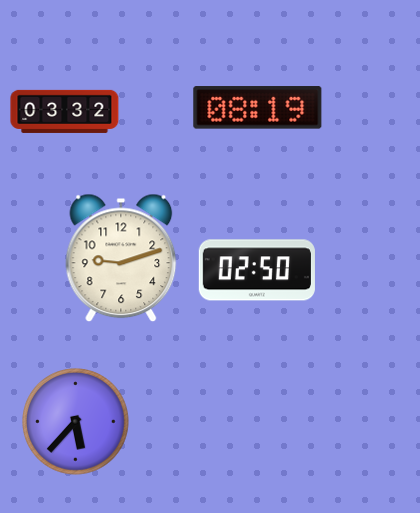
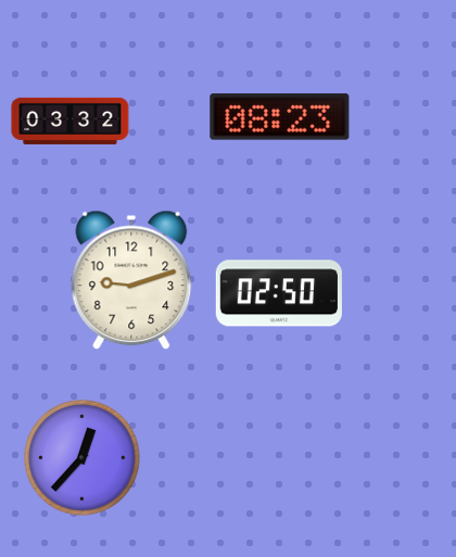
clock at (258, 108): 08:19 -> 08:23
clock at (76, 422): 5:37 -> 12:37
